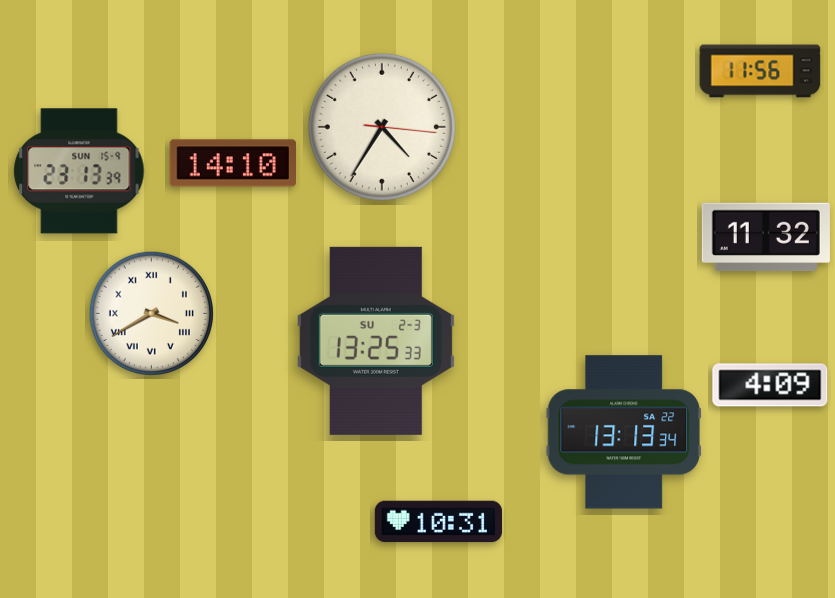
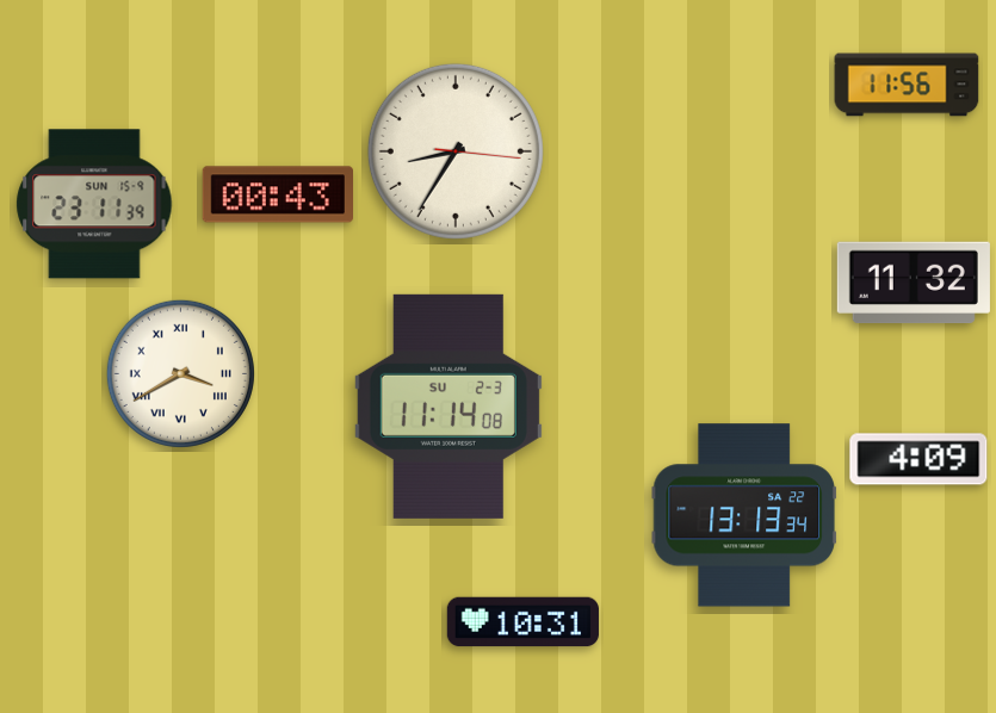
clock at (382, 127): 4:35 -> 8:35
clock at (232, 163): 14:10 -> 00:43
clock at (79, 171): 23:13 -> 23:11
clock at (376, 341): 13:25 -> 11:14
